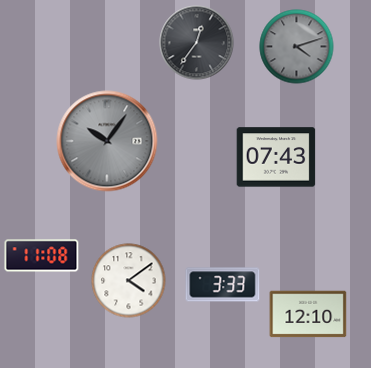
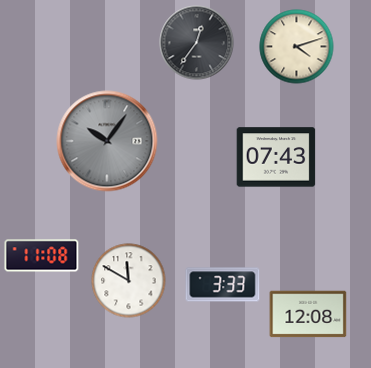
clock at (297, 47) dial: grey -> cream
clock at (129, 281): 4:09 -> 11:50
clock at (308, 314): 12:10 -> 12:08
